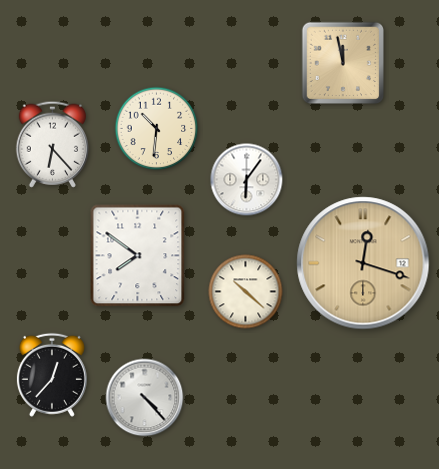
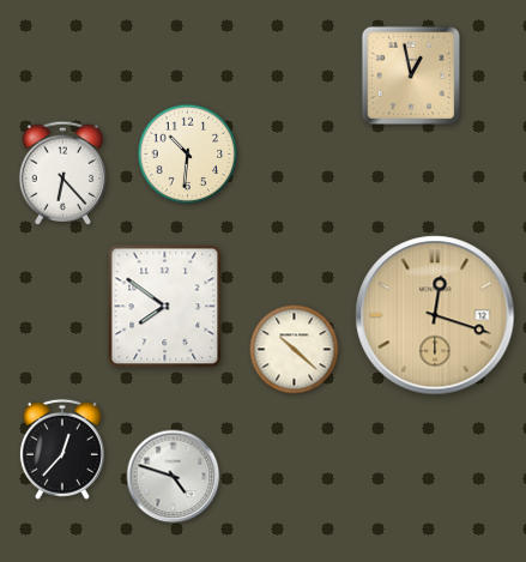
clock at (342, 62): 11:58 -> 12:58
clock at (247, 180): 6:06 -> none
clock at (145, 398): 4:23 -> 4:48
